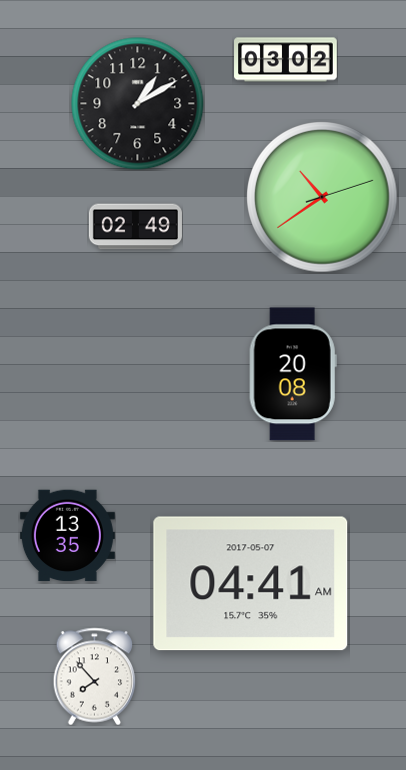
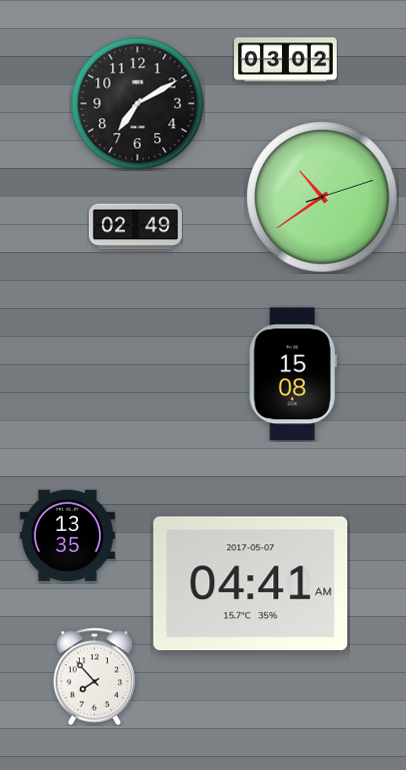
clock at (138, 104): 1:10 -> 7:10
clock at (293, 374): 20:08 -> 15:08
